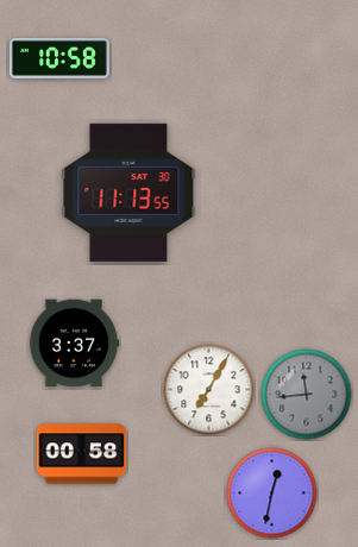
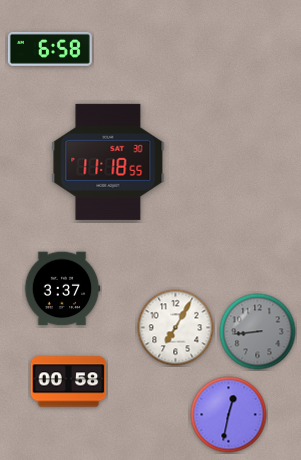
clock at (59, 58): 10:58 -> 6:58
clock at (128, 193): 11:13 -> 11:18
clock at (307, 395): 11:44 -> 8:44
